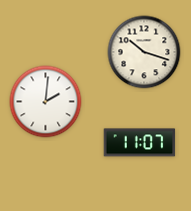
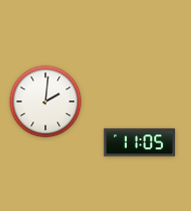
clock at (144, 52): 10:18 -> none
clock at (140, 143): 11:07 -> 11:05
